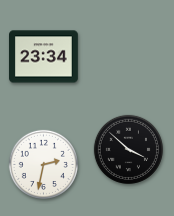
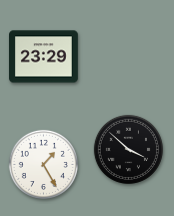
clock at (44, 57): 23:34 -> 23:29
clock at (43, 164): 2:32 -> 1:25
